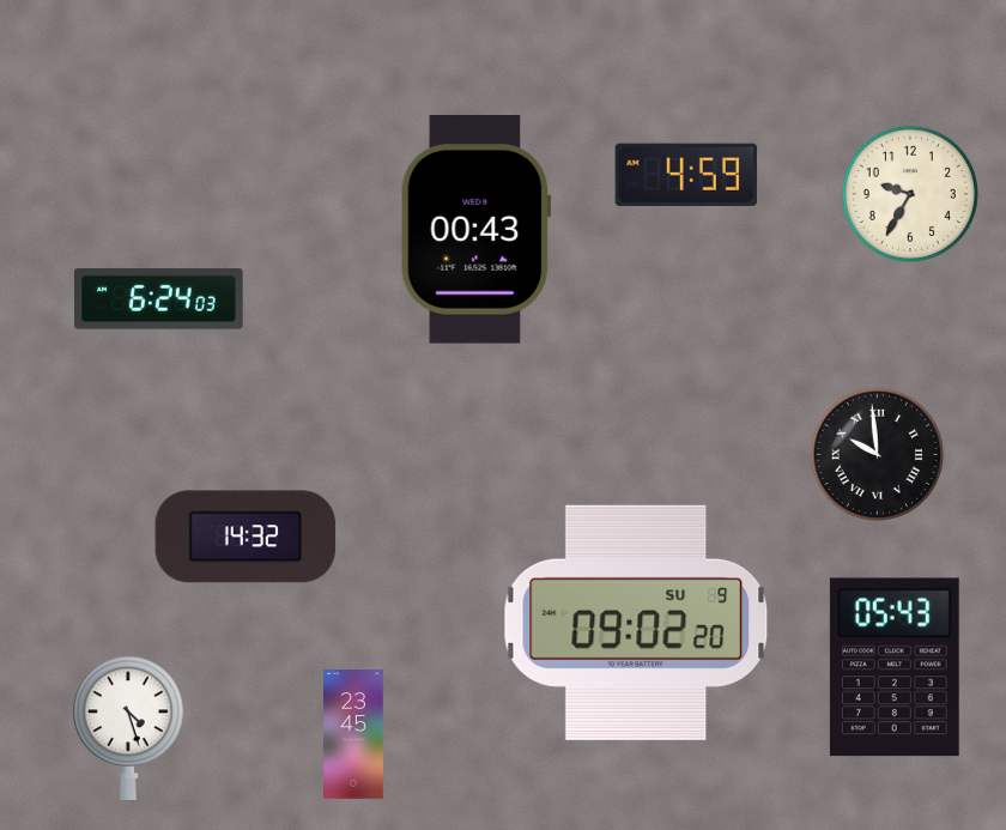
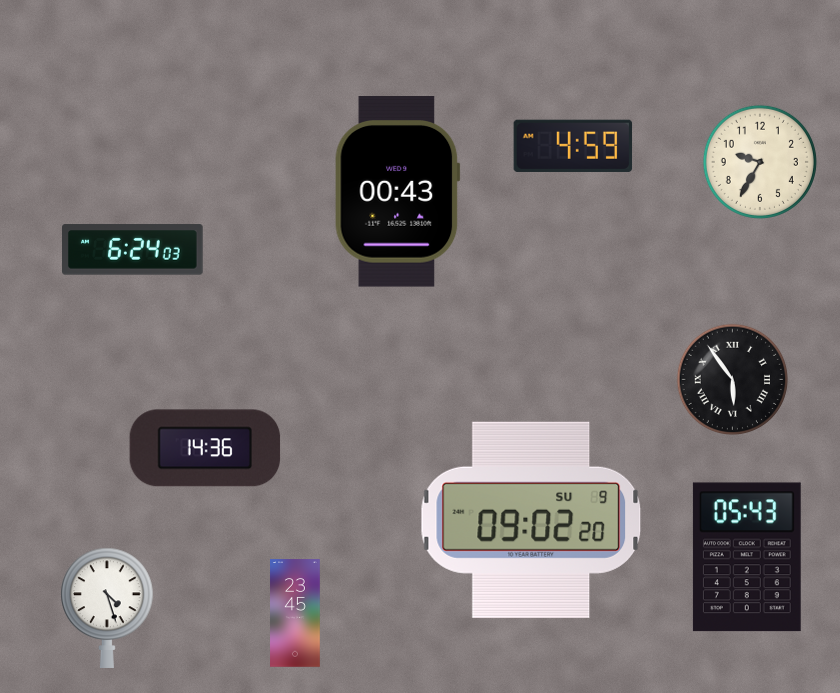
clock at (877, 454): 9:59 -> 5:54
clock at (246, 537): 14:32 -> 14:36
